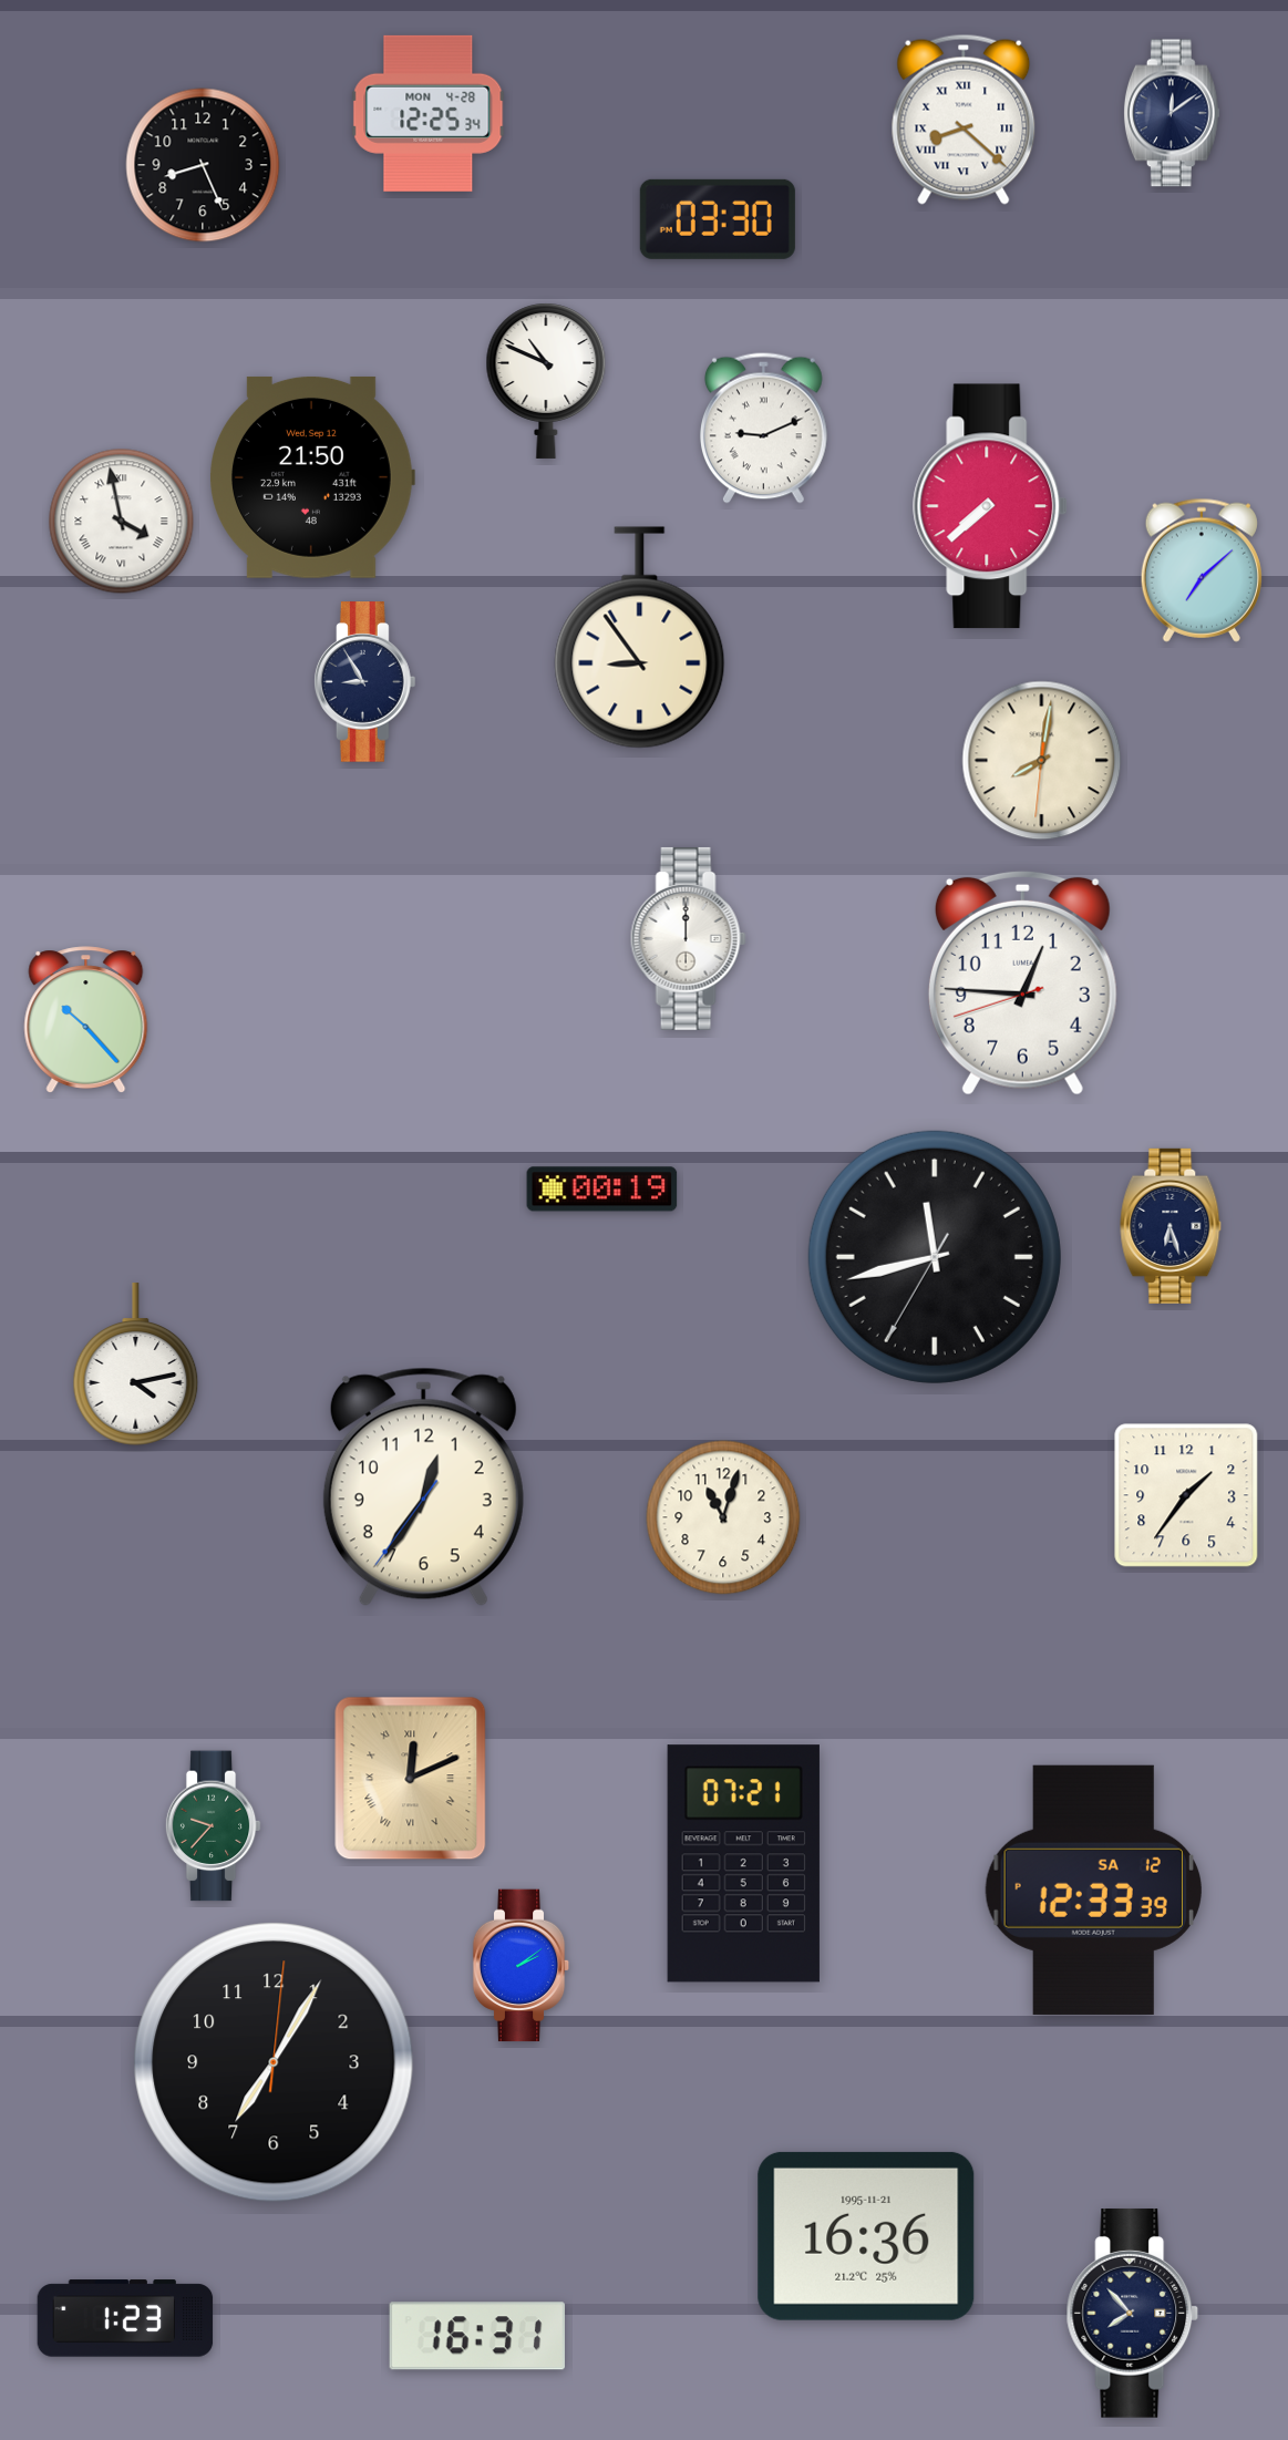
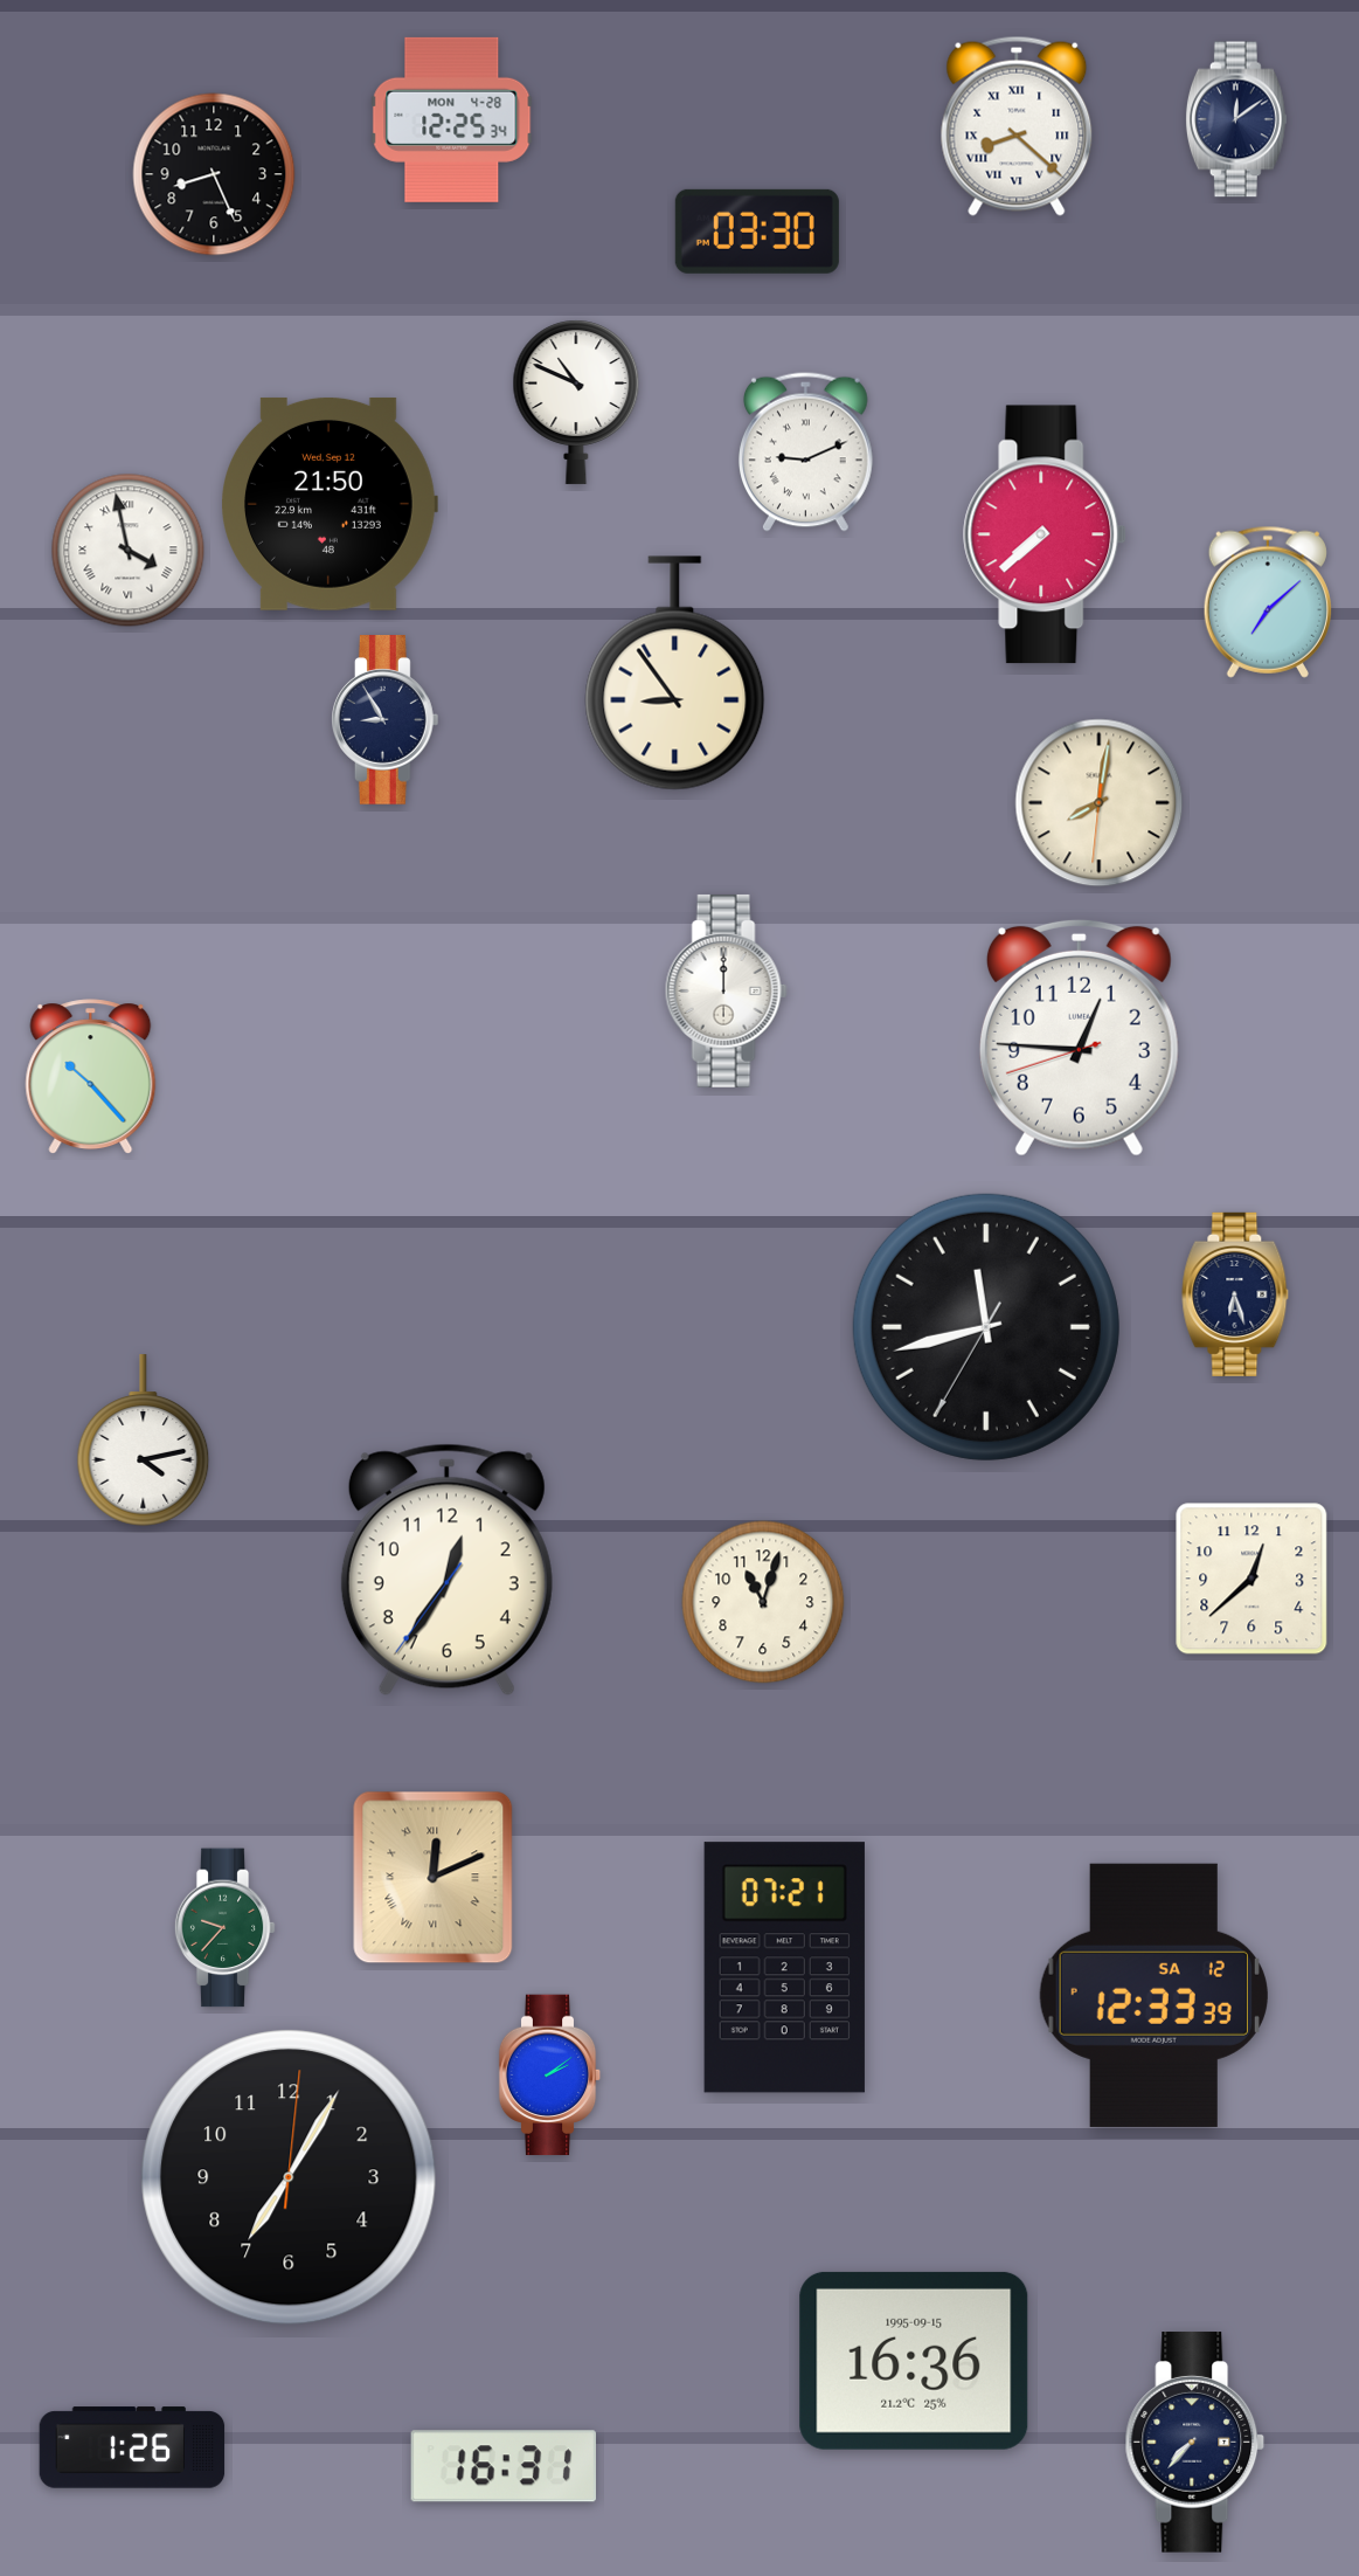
clock at (602, 1190): 00:19 -> none
clock at (1186, 1495): 1:36 -> 12:38
clock at (866, 2236) date: 1995-11-21 -> 1995-09-15
clock at (1133, 2314): 7:53 -> 7:37
clock at (125, 2318): 1:23 -> 1:26
